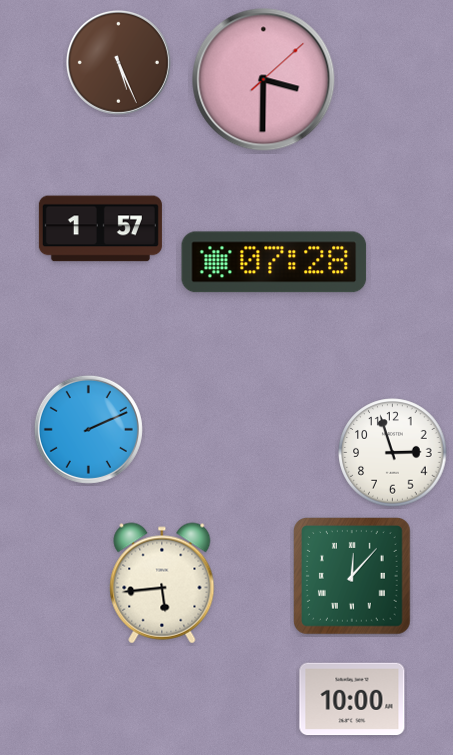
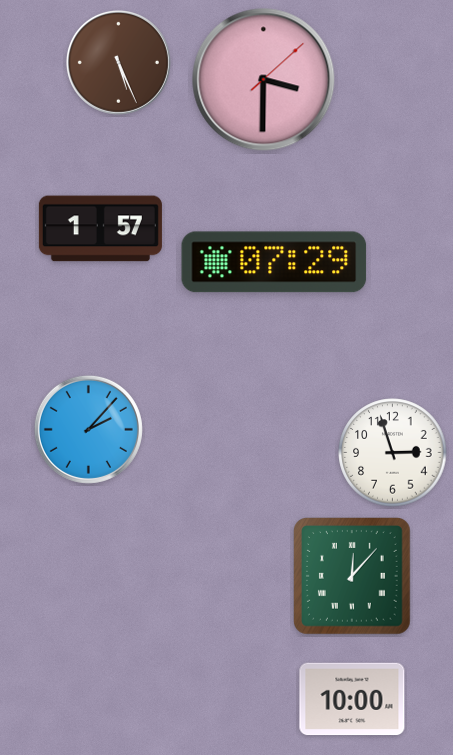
clock at (274, 262): 07:28 -> 07:29
clock at (88, 429): 2:11 -> 2:07
clock at (162, 583): 5:44 -> none
